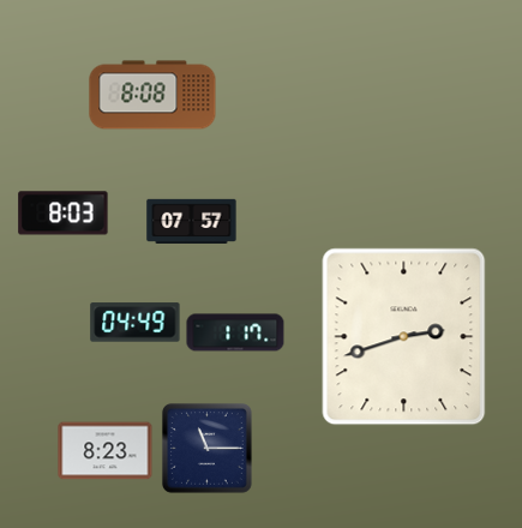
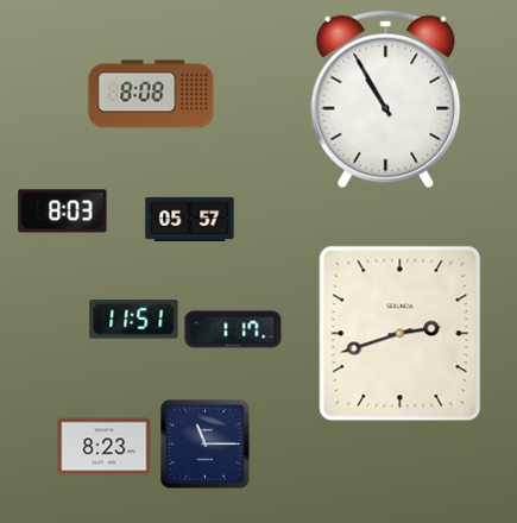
clock at (386, 100): none -> 10:55
clock at (192, 221): 07:57 -> 05:57
clock at (136, 323): 04:49 -> 11:51
